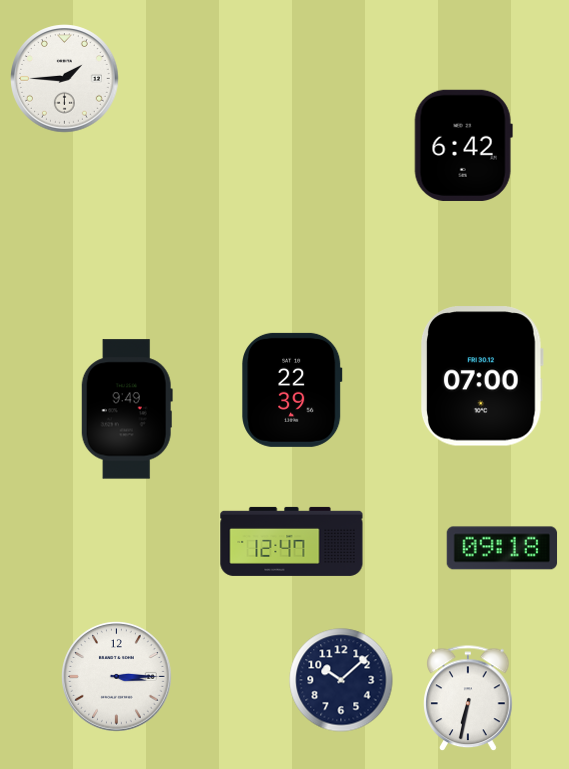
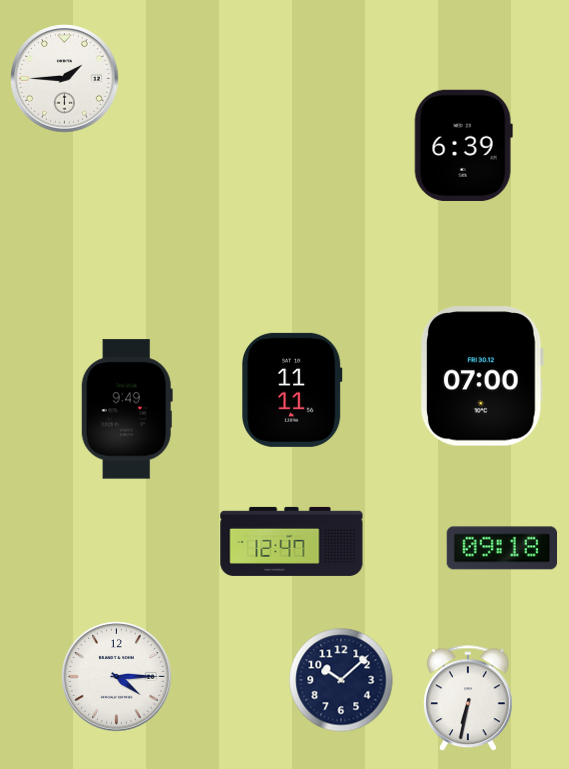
clock at (463, 145): 6:42 -> 6:39
clock at (292, 390): 22:39 -> 11:11
clock at (117, 677): 3:15 -> 4:15
